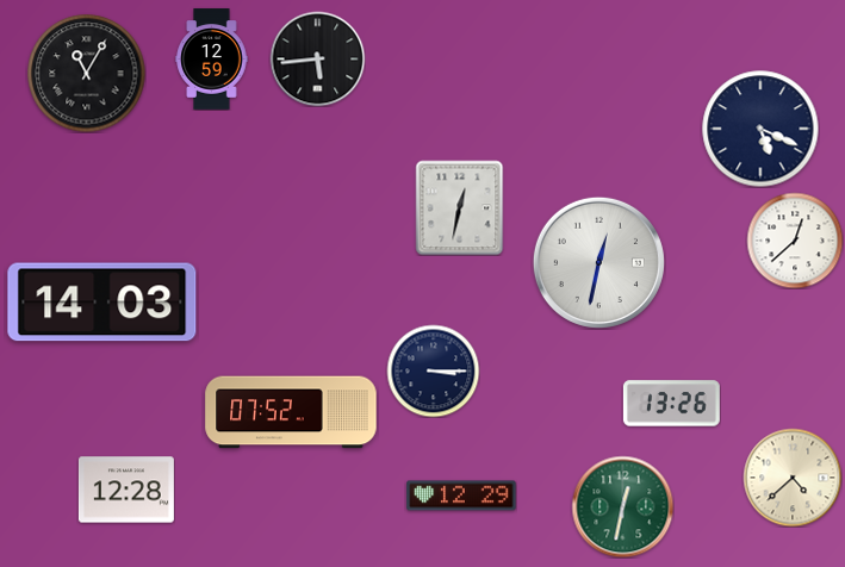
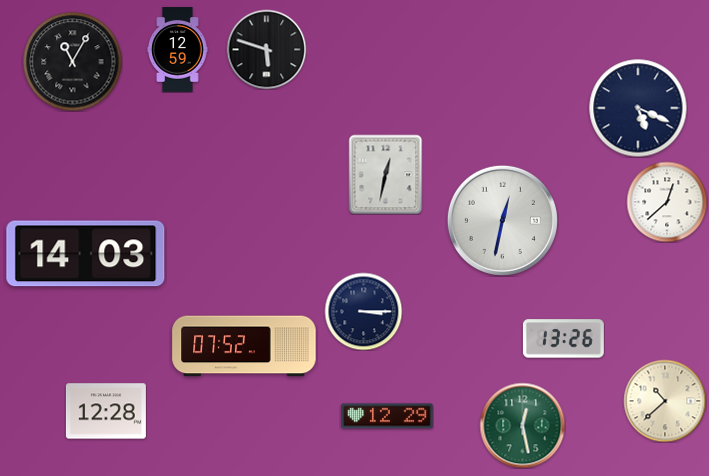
clock at (317, 58): 5:44 -> 5:48
clock at (793, 478): 4:38 -> 10:38
clock at (622, 506): 12:32 -> 12:28
